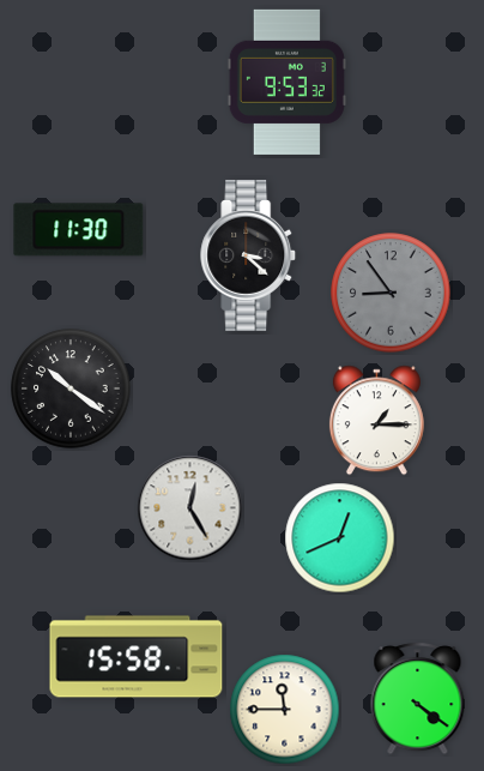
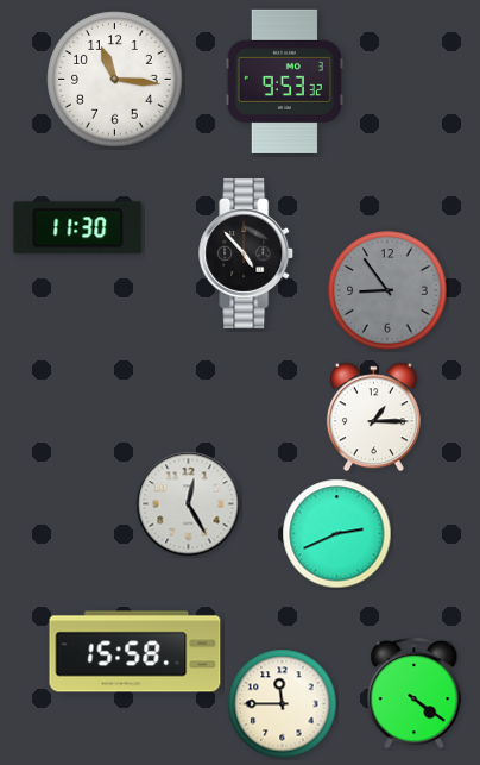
clock at (115, 80): none -> 11:16
clock at (249, 255): 3:22 -> 4:53
clock at (71, 388): 10:21 -> none
clock at (340, 538): 12:41 -> 2:41
